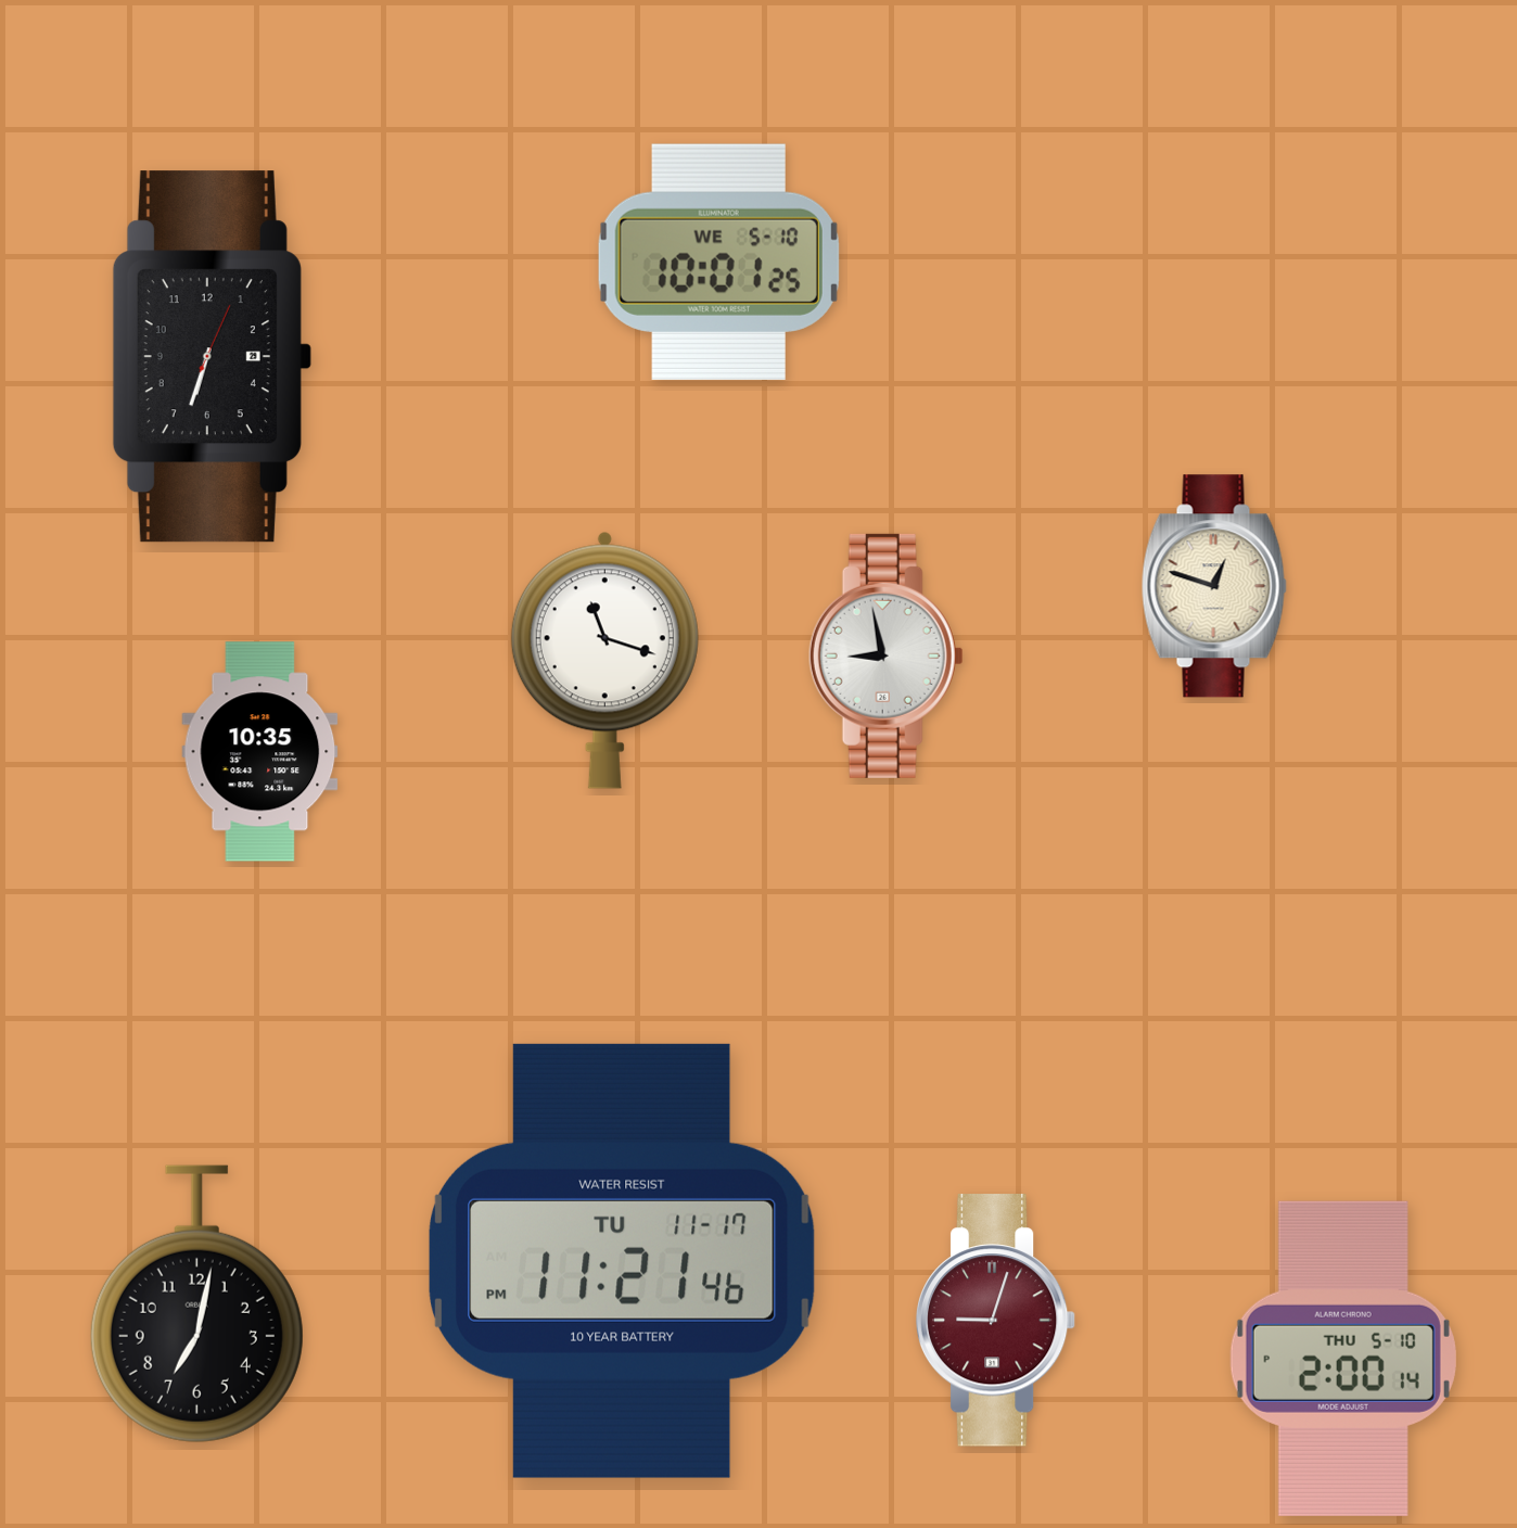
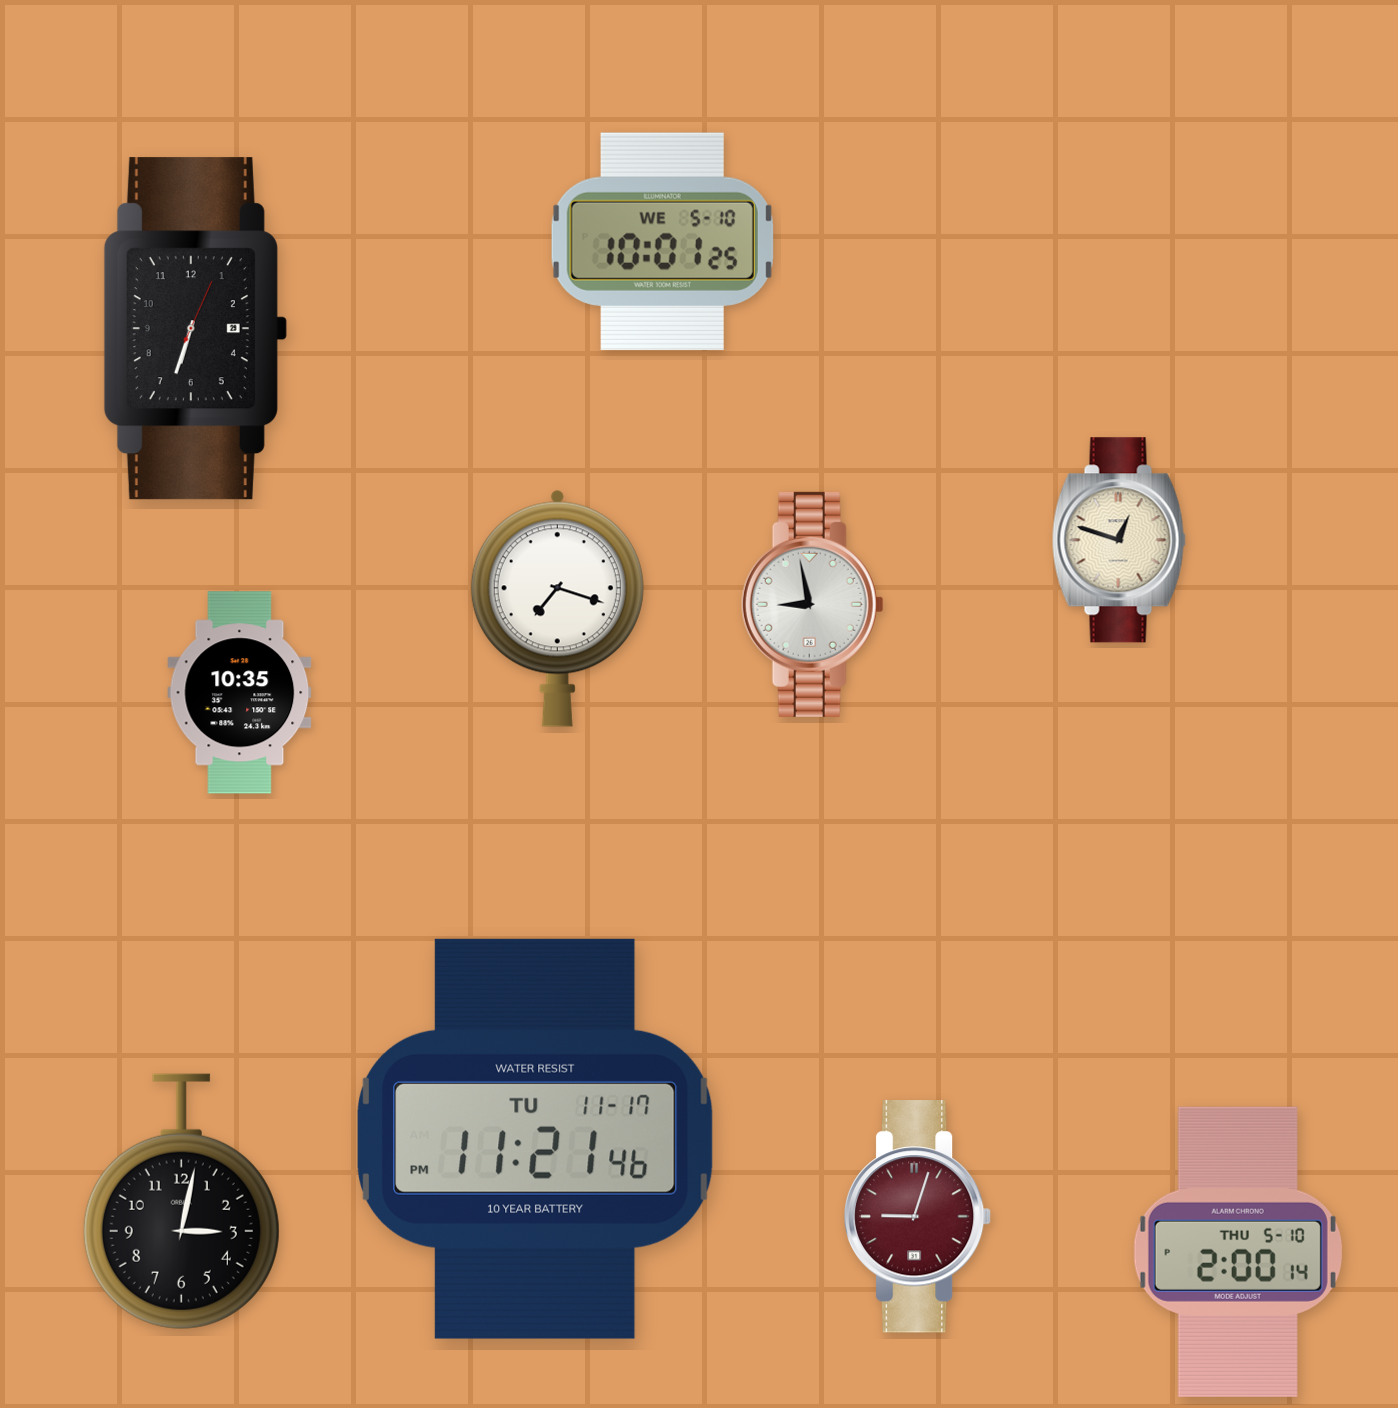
clock at (885, 655) position: (885, 655) -> (812, 604)
clock at (604, 660): 11:18 -> 7:18
clock at (623, 1261) position: (623, 1261) -> (536, 1139)
clock at (196, 1304): 7:02 -> 3:02
